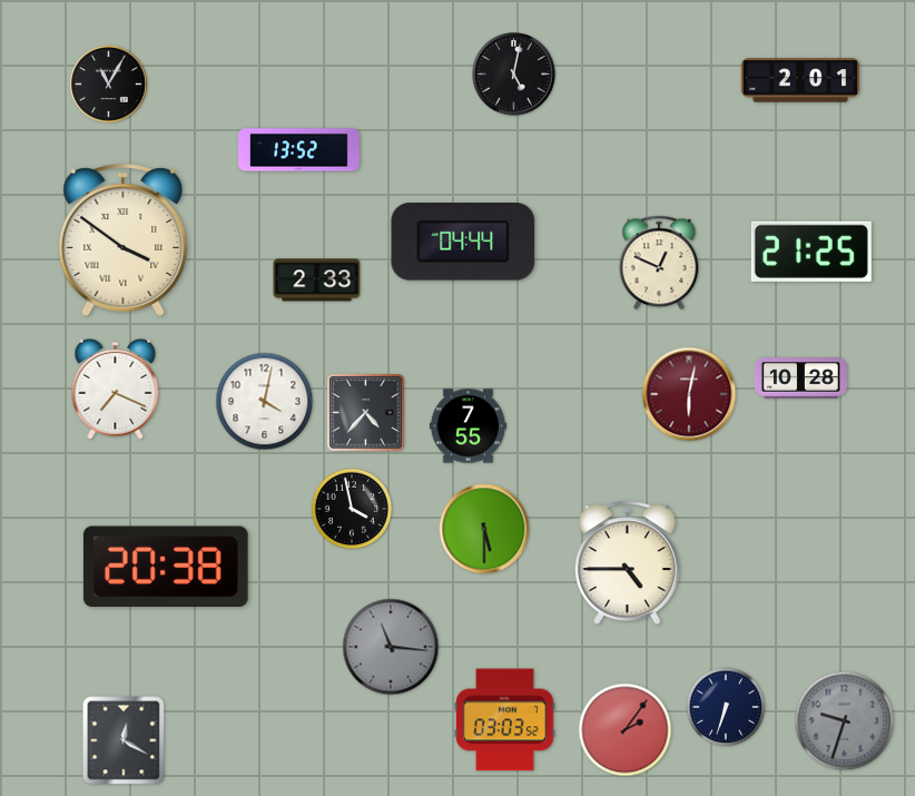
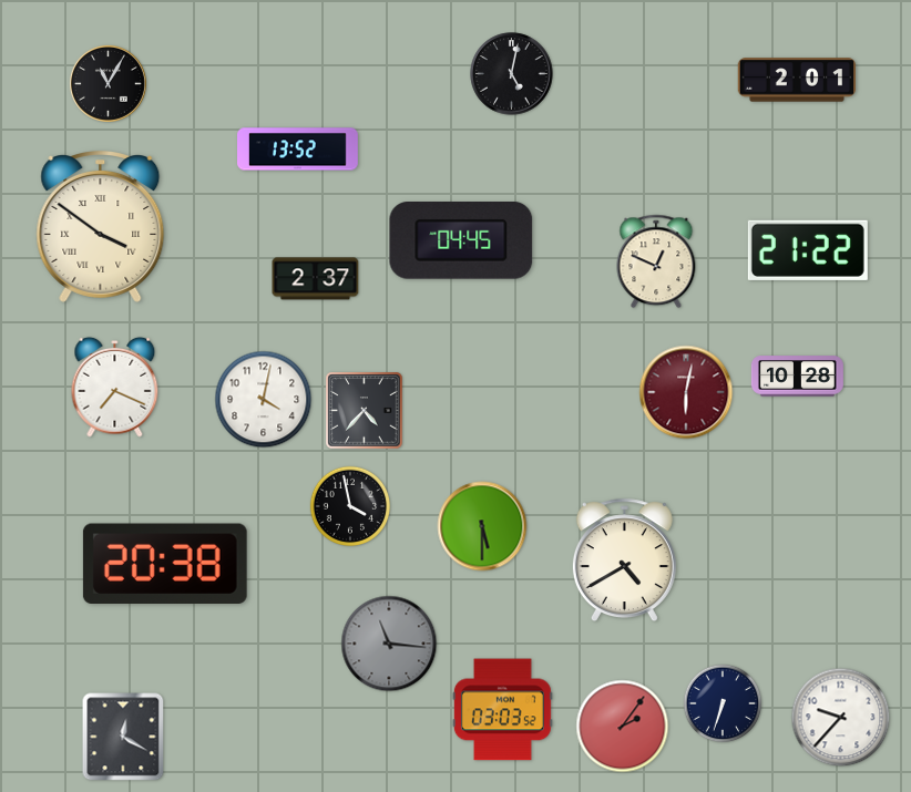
clock at (124, 240) position: (124, 240) -> (101, 227)
clock at (463, 242): 04:44 -> 04:45
clock at (811, 252): 21:25 -> 21:22
clock at (317, 281): 2:33 -> 2:37
clock at (468, 426): 7:55 -> none
clock at (627, 563): 4:45 -> 4:40
clock at (504, 720) position: (504, 720) -> (502, 710)
clock at (845, 721): 9:33 -> 9:37
clock at (845, 721) dial: grey -> white
